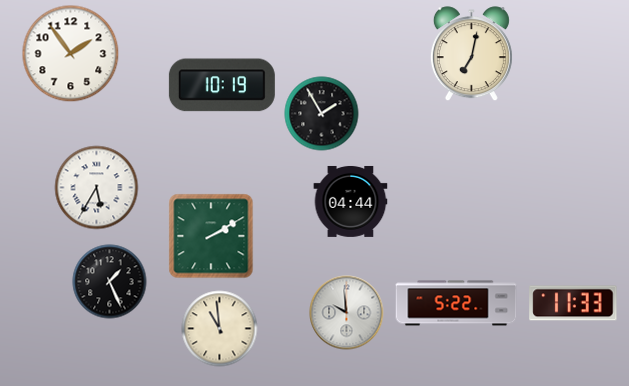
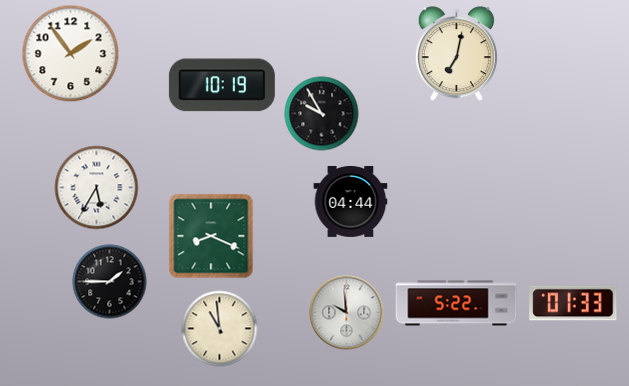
clock at (471, 54) position: (471, 54) -> (456, 54)
clock at (322, 114): 1:55 -> 9:55
clock at (211, 236): 2:10 -> 8:19
clock at (110, 282): 1:26 -> 1:45
clock at (573, 303): 11:33 -> 01:33
